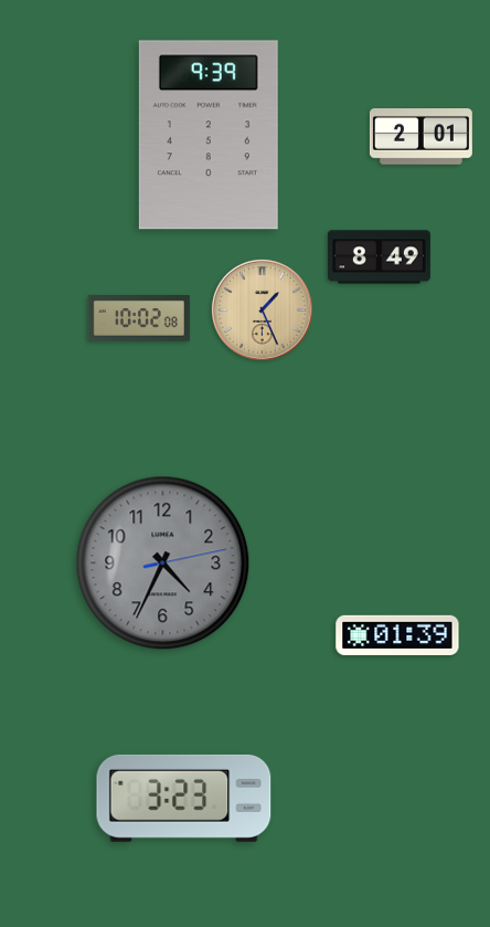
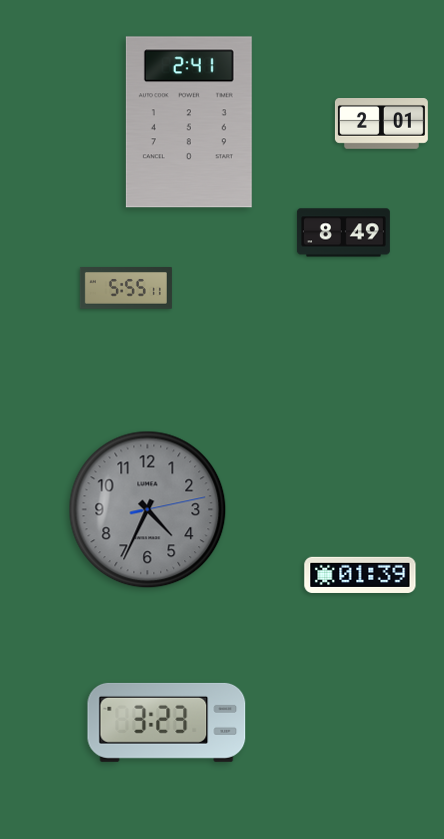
clock at (209, 135): 9:39 -> 2:41
clock at (262, 309): 1:26 -> none
clock at (139, 318): 10:02 -> 5:55
